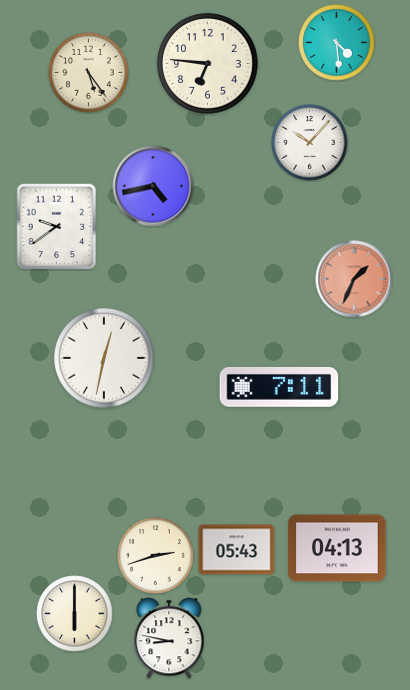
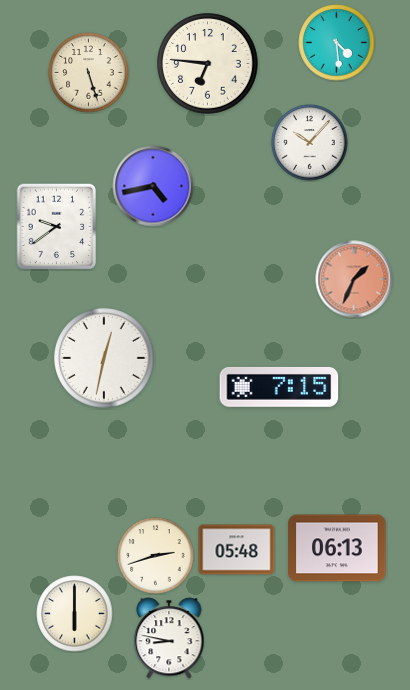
clock at (89, 73): 5:24 -> 5:27
clock at (279, 387): 7:11 -> 7:15
clock at (337, 548): 04:13 -> 06:13
clock at (237, 550): 05:43 -> 05:48
